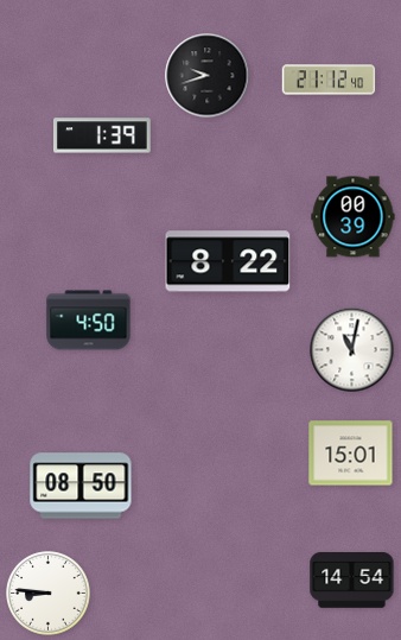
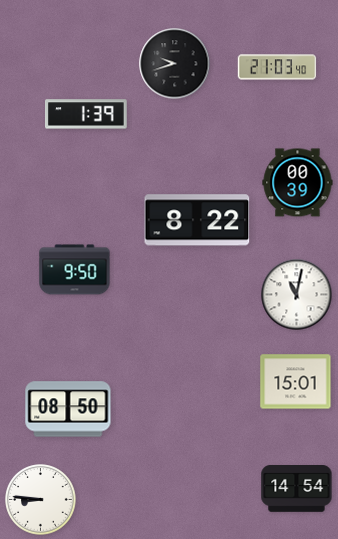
clock at (329, 80): 21:12 -> 21:03
clock at (228, 261) position: (228, 261) -> (197, 220)
clock at (89, 321): 4:50 -> 9:50
